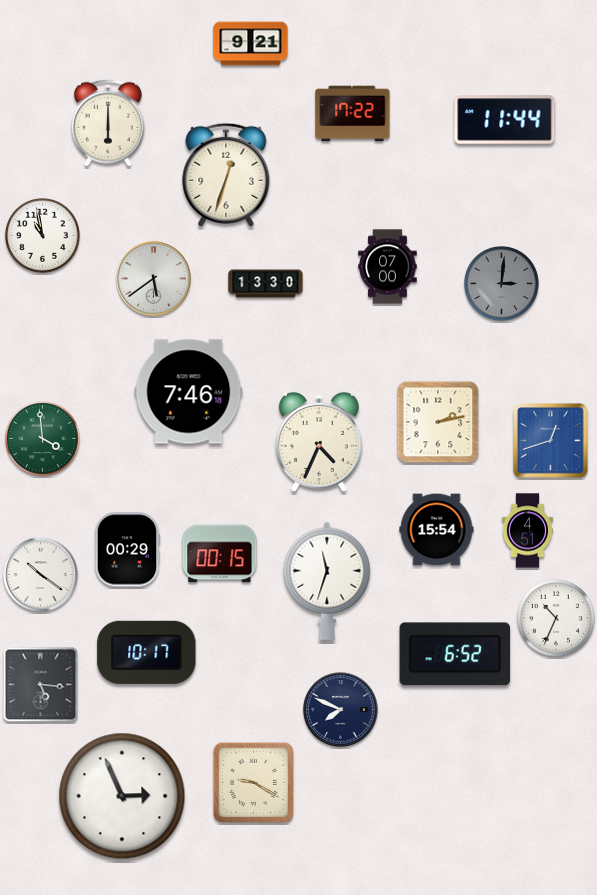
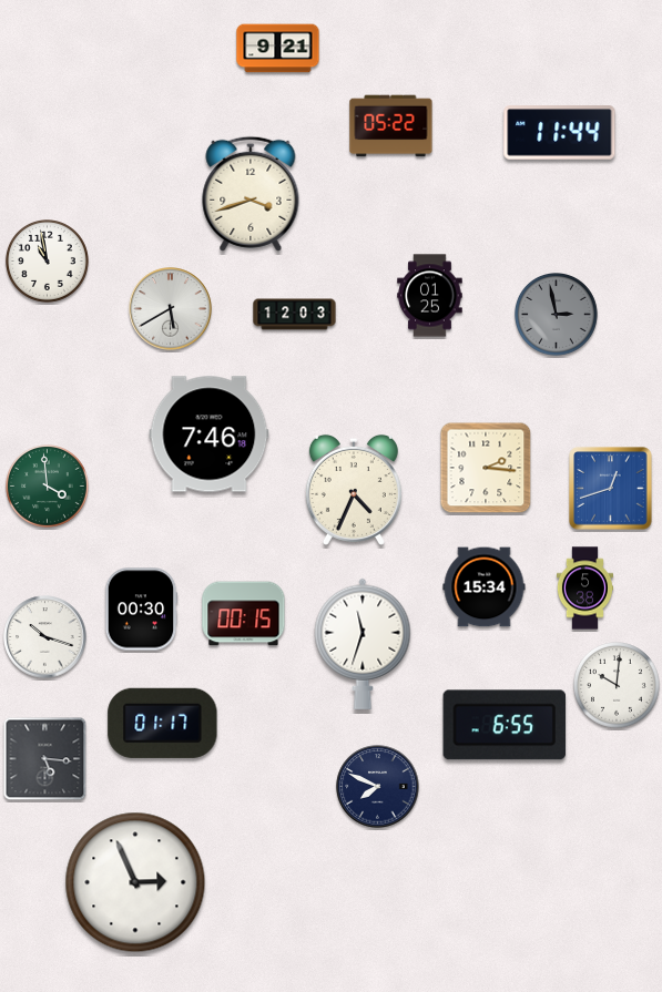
clock at (353, 114): 17:22 -> 05:22
clock at (108, 123): 6:00 -> none
clock at (226, 175): 12:33 -> 3:42
clock at (388, 267): 07:00 -> 01:25
clock at (154, 279): 5:39 -> 5:40
clock at (266, 284): 13:30 -> 12:03
clock at (502, 284): 3:01 -> 2:58
clock at (438, 422): 2:13 -> 2:16
clock at (437, 530): 15:54 -> 15:34
clock at (527, 531): 4:51 -> 5:38
clock at (127, 550): 00:29 -> 00:30
clock at (41, 575): 10:21 -> 10:18
clock at (557, 619): 10:34 -> 10:01
clock at (147, 652): 10:17 -> 01:17
clock at (455, 654): 6:52 -> 6:55
clock at (254, 783): 9:20 -> none
